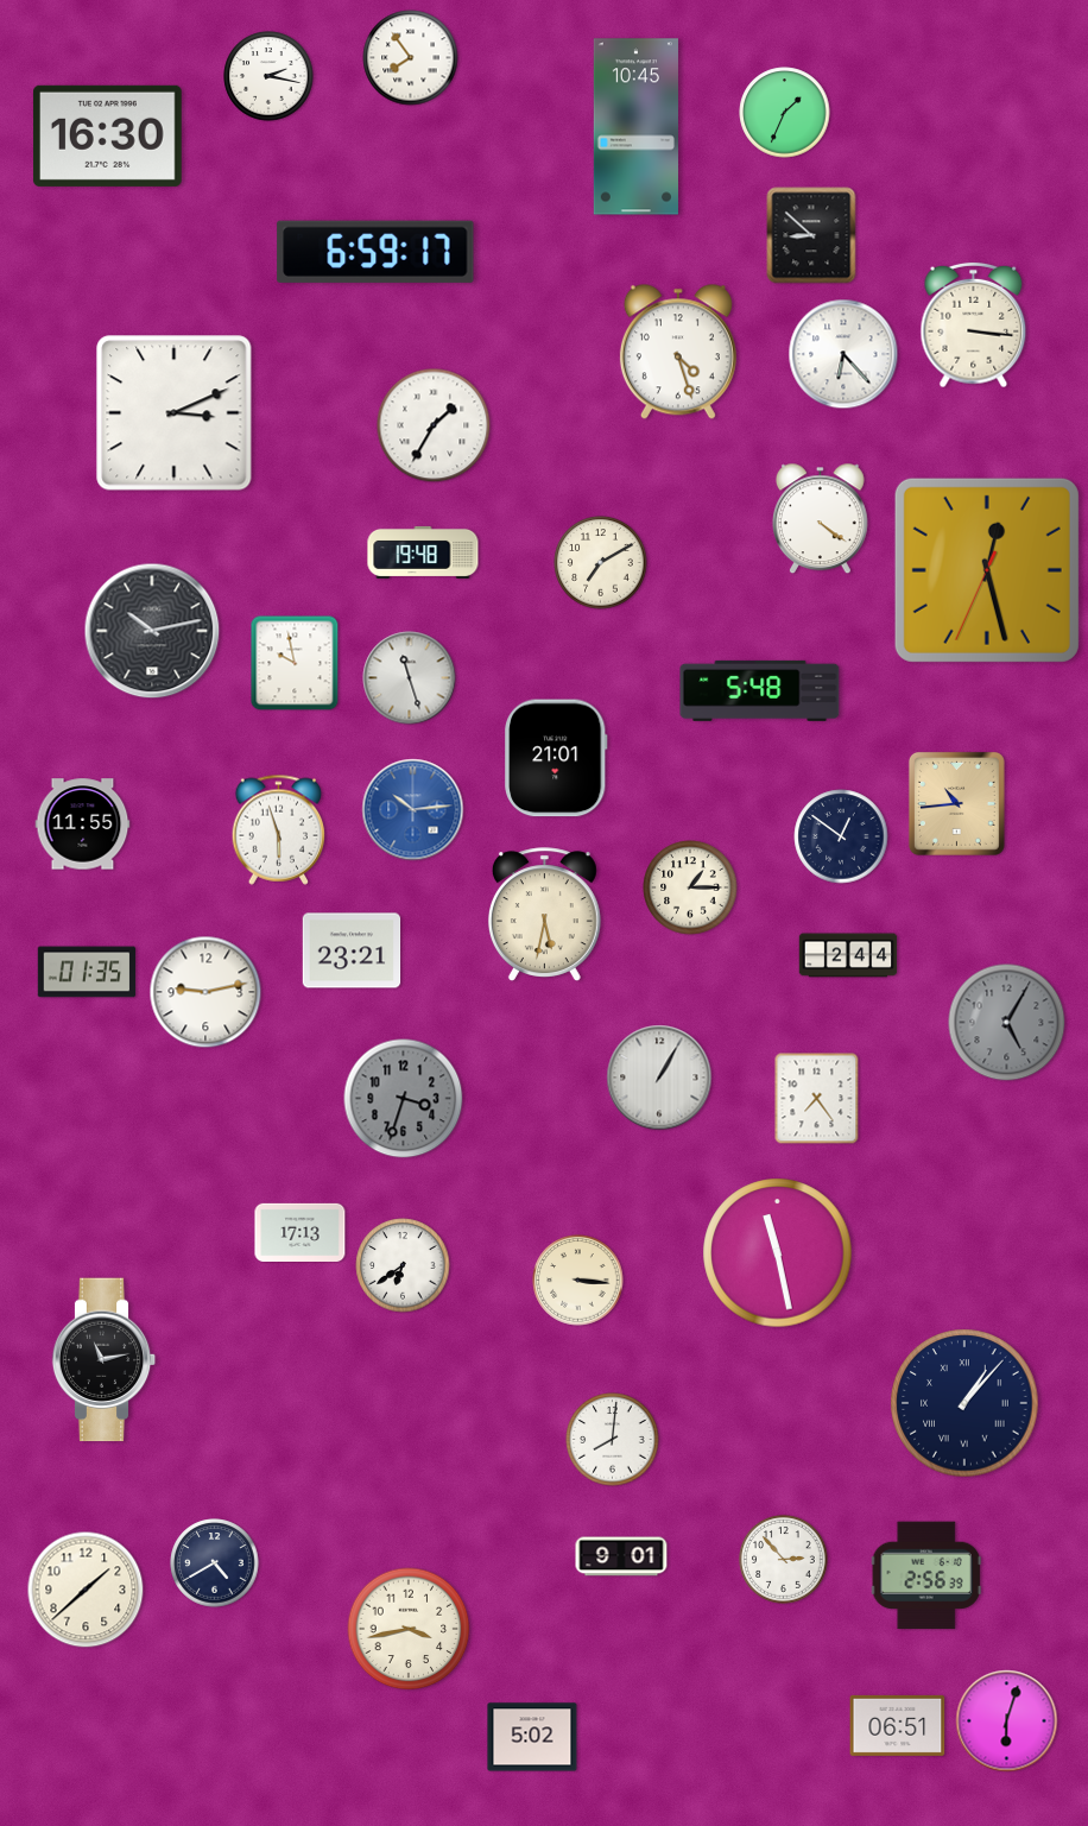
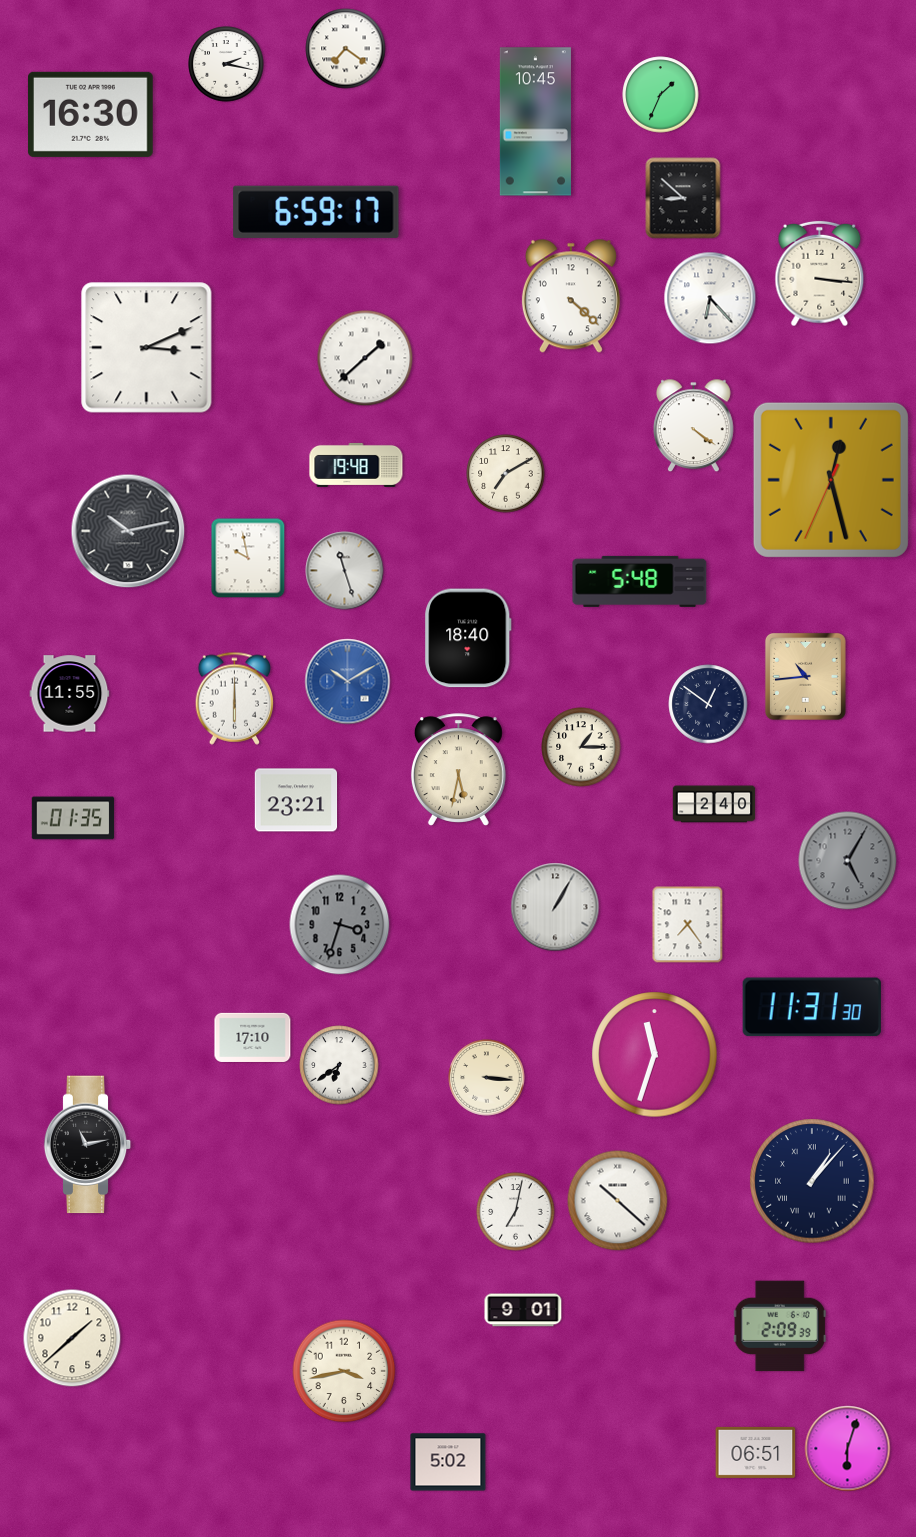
clock at (411, 58): 7:54 -> 7:21
clock at (635, 127) position: (635, 127) -> (535, 122)
clock at (678, 352): 4:27 -> 4:22
clock at (434, 425): 1:35 -> 1:38
clock at (820, 519) position: (820, 519) -> (693, 426)
clock at (556, 758): 21:01 -> 18:40
clock at (413, 810): 10:14 -> 10:10
clock at (279, 829): 5:57 -> 6:00
clock at (848, 955): 2:44 -> 2:40
clock at (205, 992): 9:13 -> none
clock at (812, 1007): none -> 11:31
clock at (301, 1232): 17:13 -> 17:10
clock at (778, 1253): 11:28 -> 11:33
clock at (618, 1201): none -> 10:22
clock at (613, 1440): 8:01 -> 7:02
clock at (784, 1560): 2:53 -> none
clock at (215, 1563): 4:40 -> none
clock at (926, 1575): 2:56 -> 2:09
